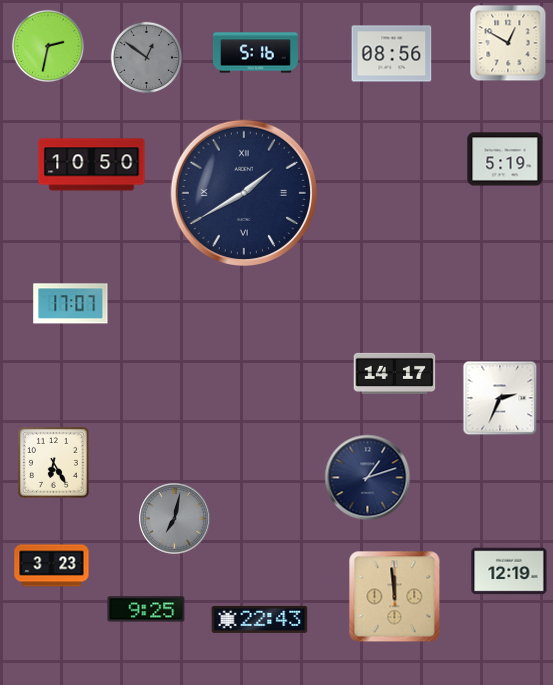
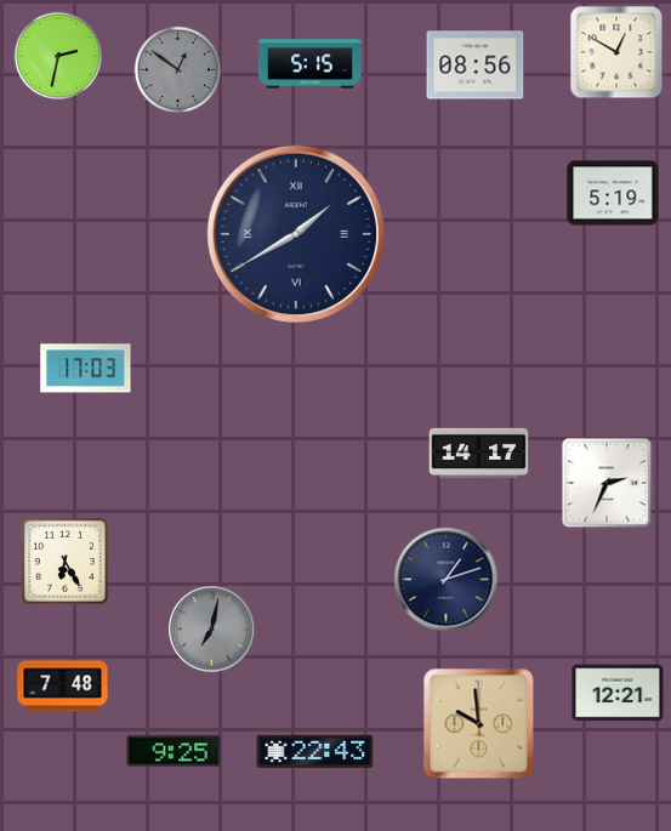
clock at (255, 53): 5:16 -> 5:15
clock at (92, 165): 10:50 -> none
clock at (71, 304): 17:07 -> 17:03
clock at (52, 566): 3:23 -> 7:48
clock at (509, 571): 12:19 -> 12:21
clock at (395, 597): 11:59 -> 9:59
clock at (146, 609) position: (146, 609) -> (174, 751)
